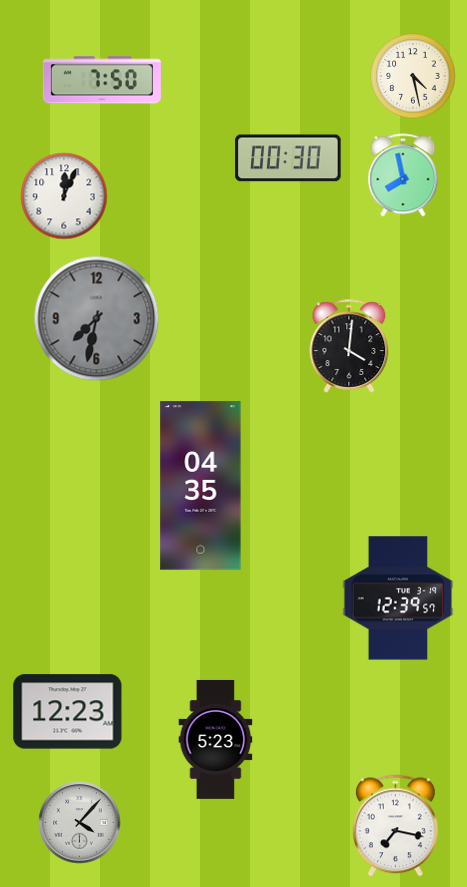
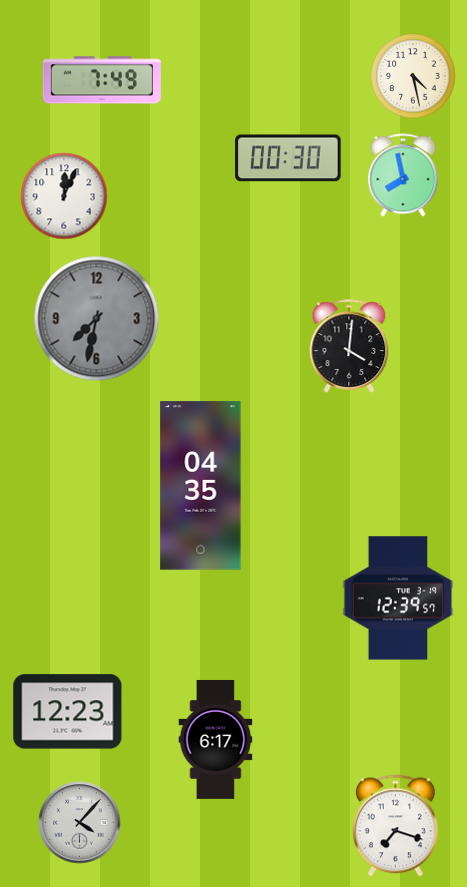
clock at (102, 80): 7:50 -> 7:49
clock at (216, 739): 5:23 -> 6:17
clock at (395, 826): 7:17 -> 7:18
